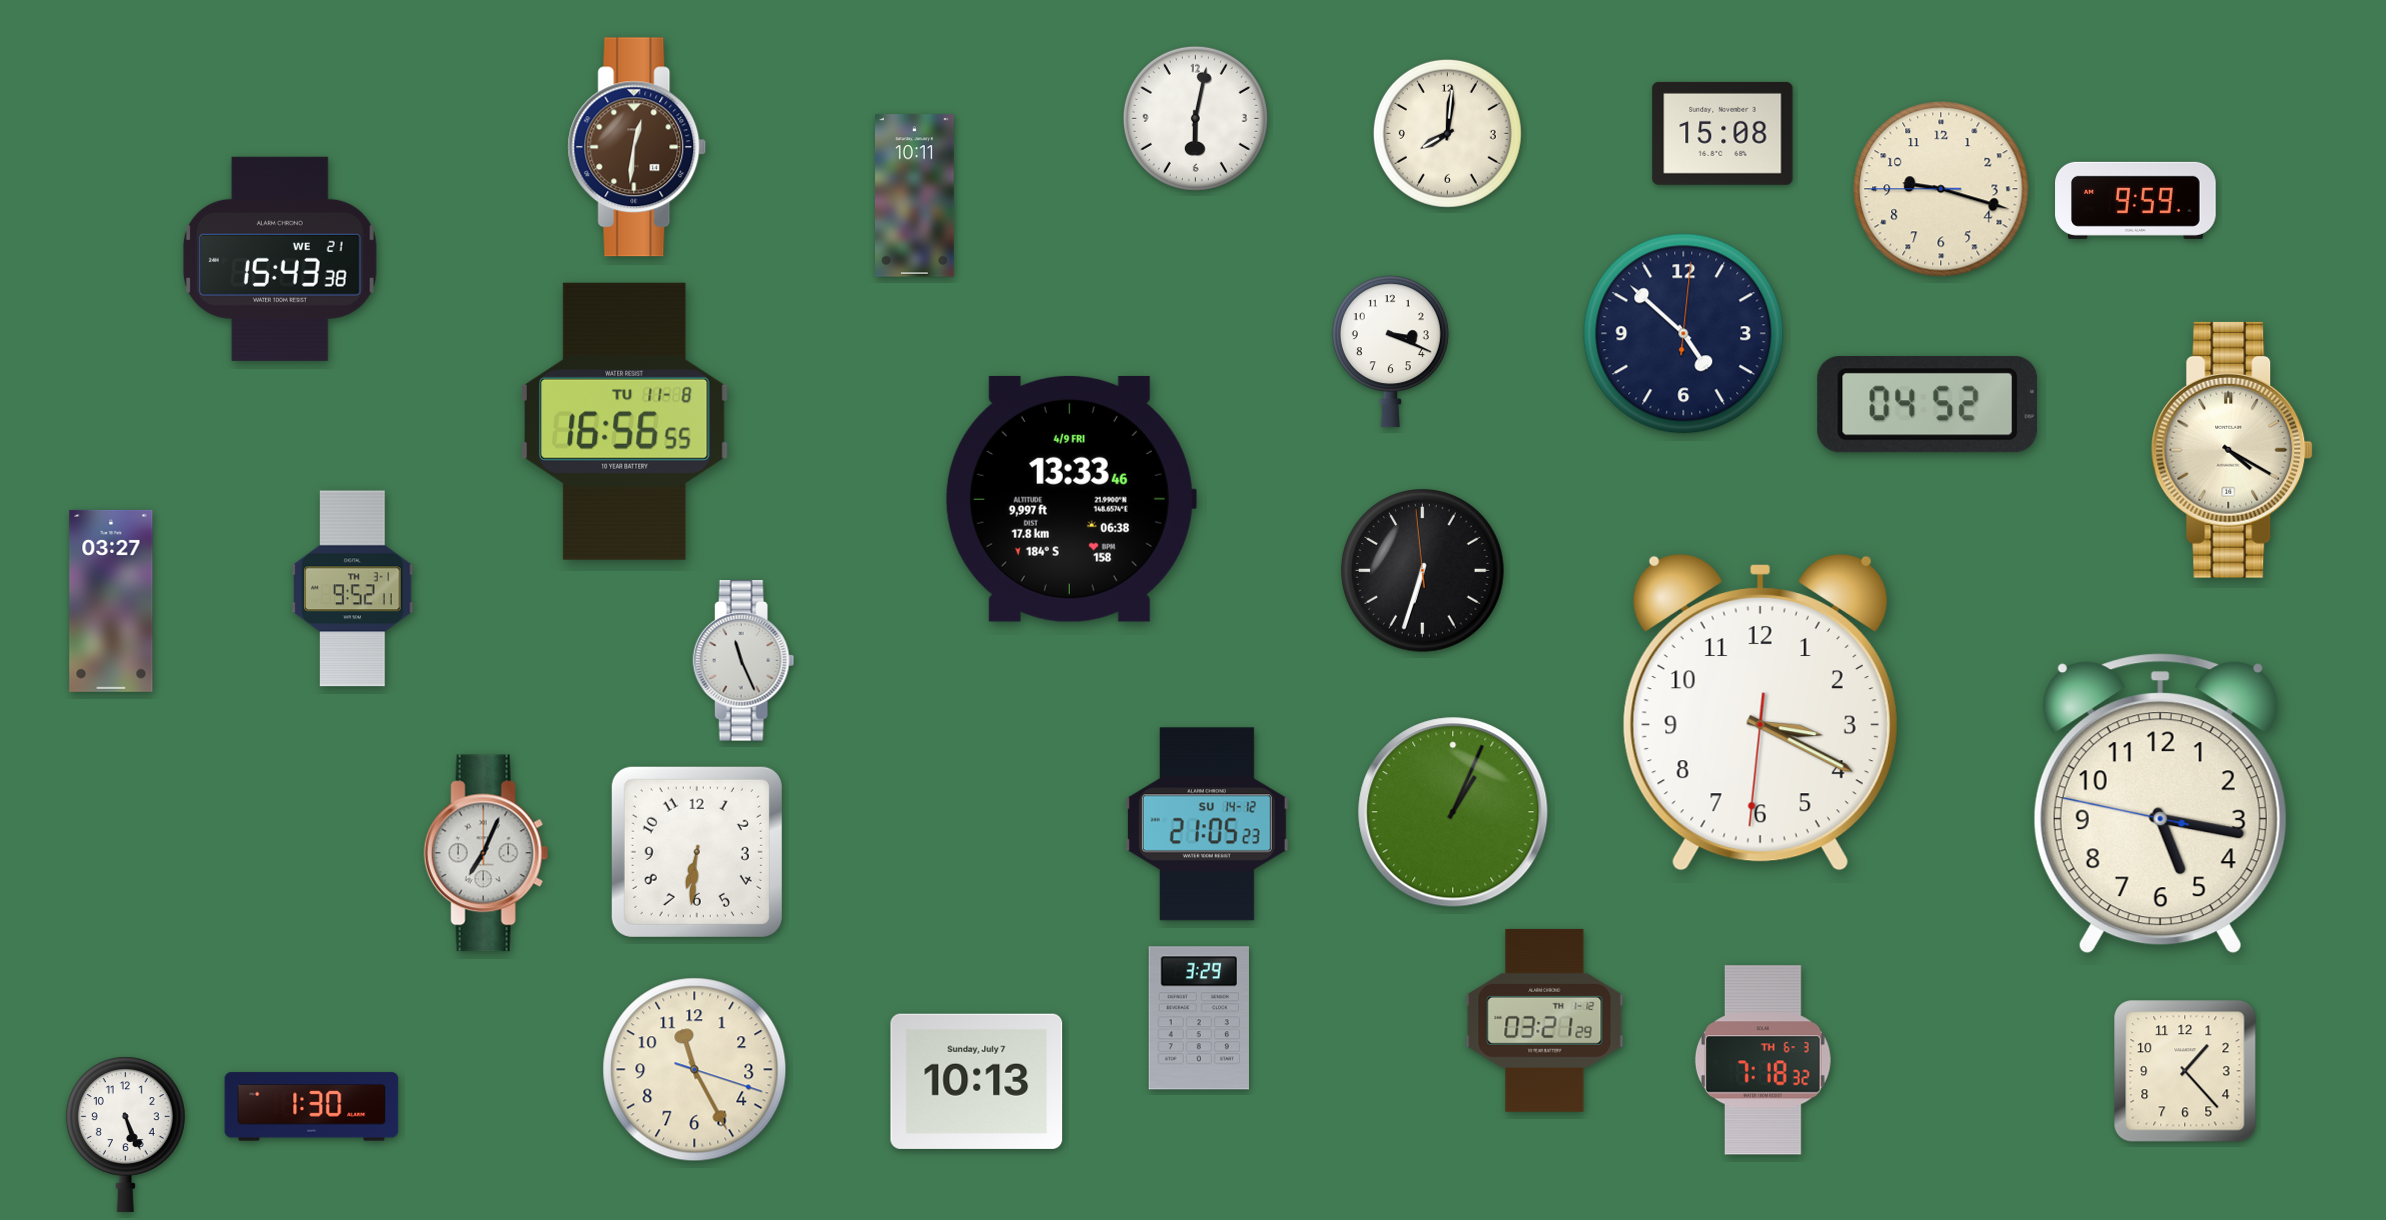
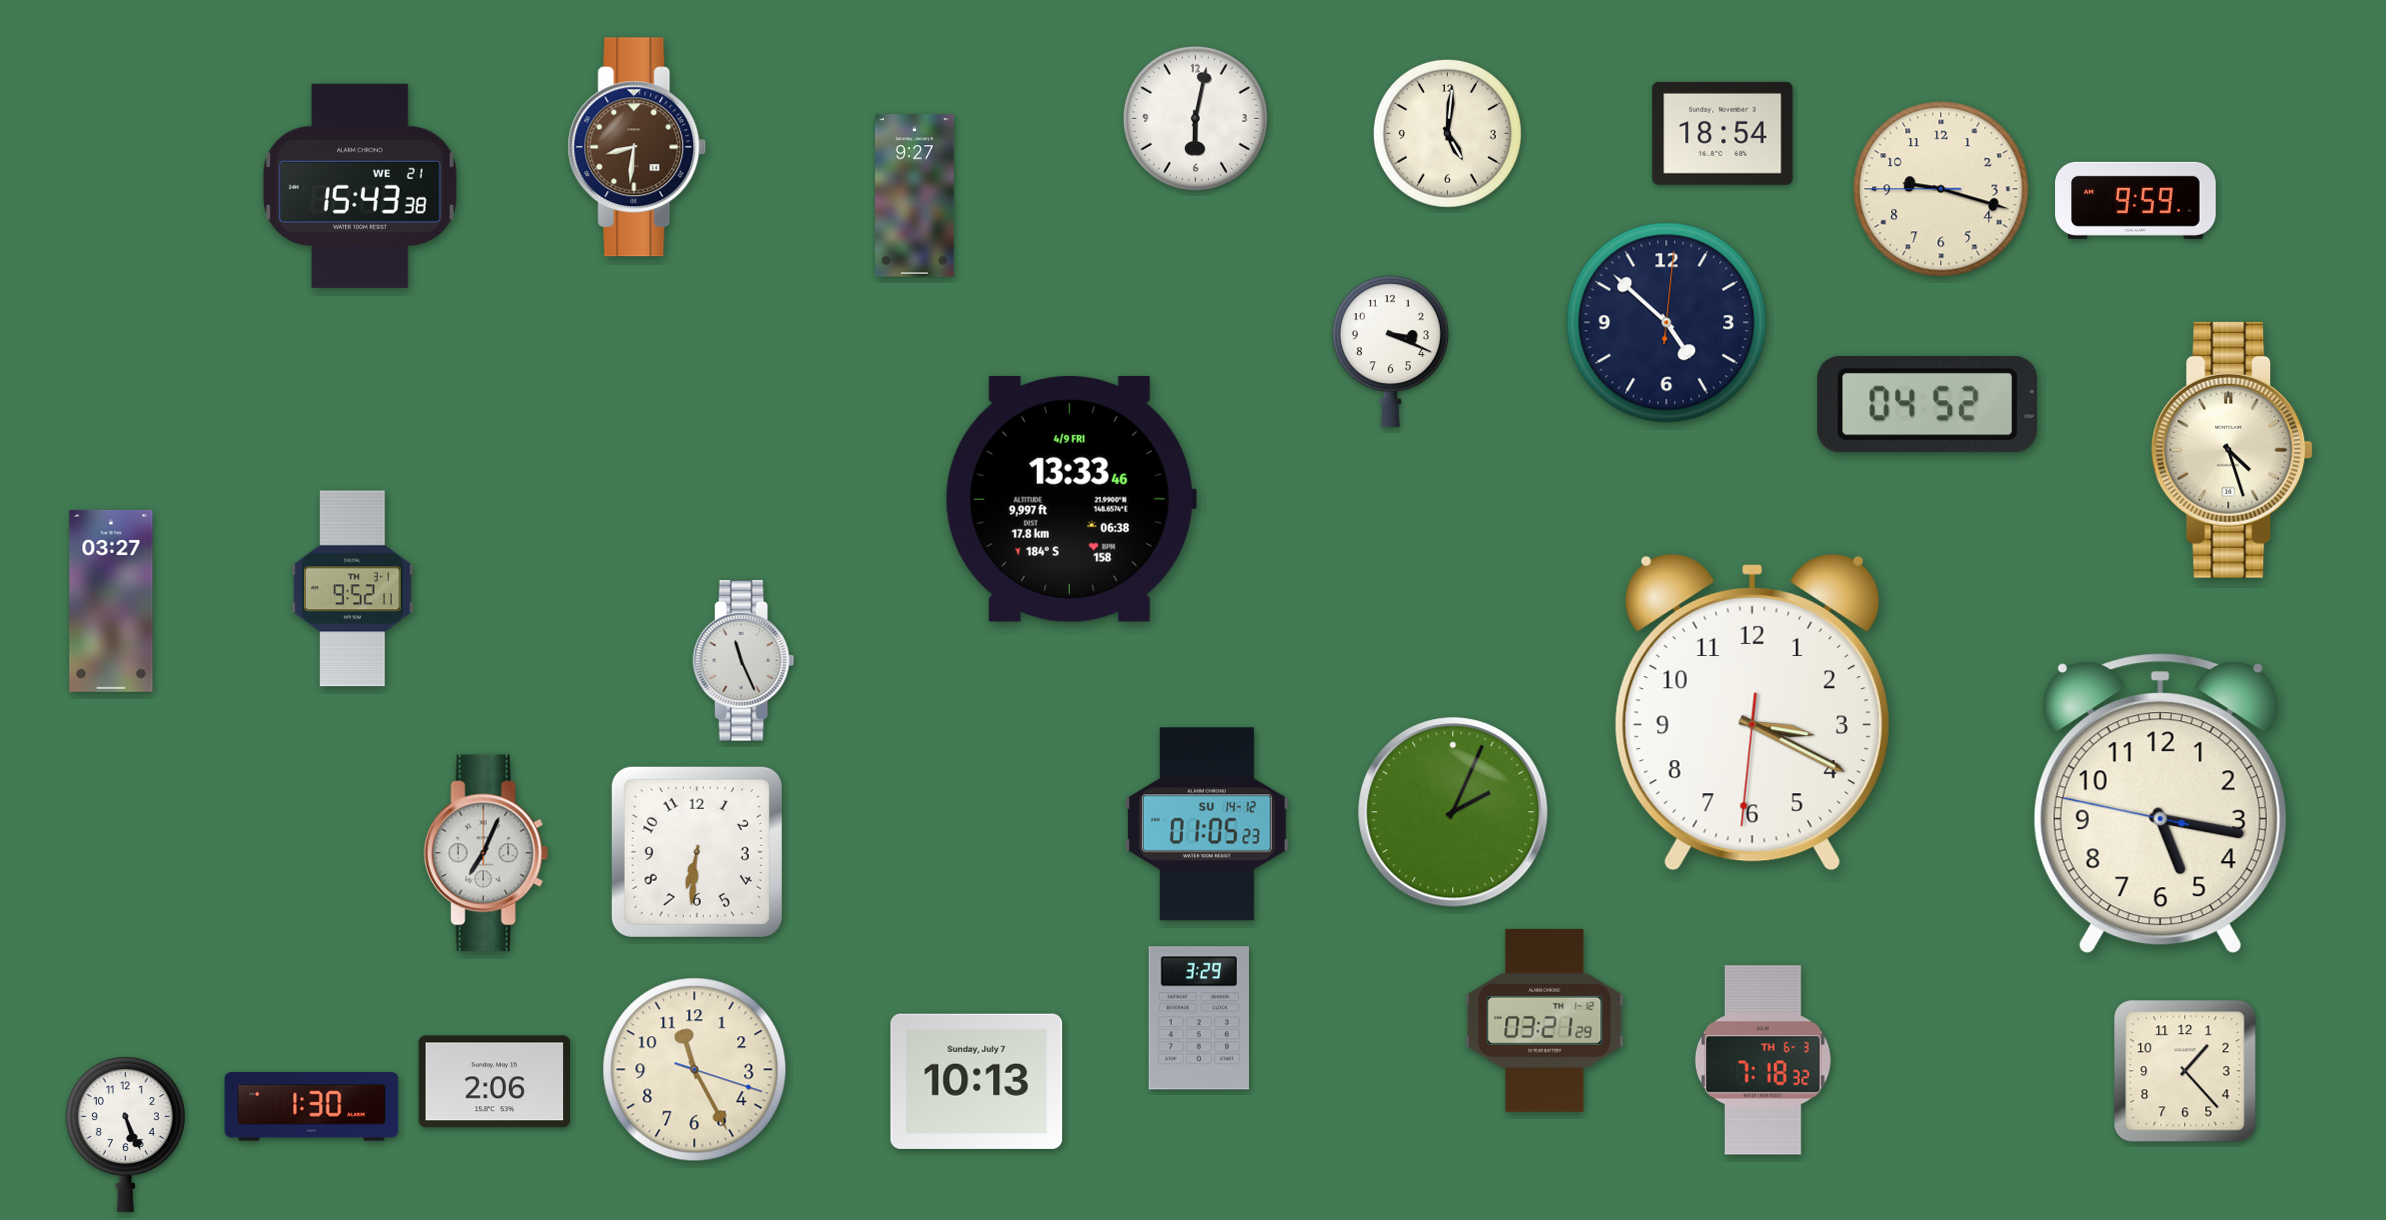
clock at (1447, 133): 8:01 -> 5:01
clock at (1723, 133): 15:08 -> 18:54
clock at (637, 147): 12:31 -> 8:31
clock at (915, 196): 10:11 -> 9:27
clock at (280, 259) position: (280, 259) -> (360, 186)
clock at (1684, 334) position: (1684, 334) -> (1667, 323)
clock at (624, 421): 16:56 -> none
clock at (2232, 450): 4:20 -> 4:27
clock at (1423, 571): 6:32 -> none
clock at (1760, 712) position: (1760, 712) -> (1752, 712)
clock at (1453, 812): 1:04 -> 2:04
clock at (1207, 824): 21:05 -> 01:05
clock at (495, 1082): none -> 2:06
